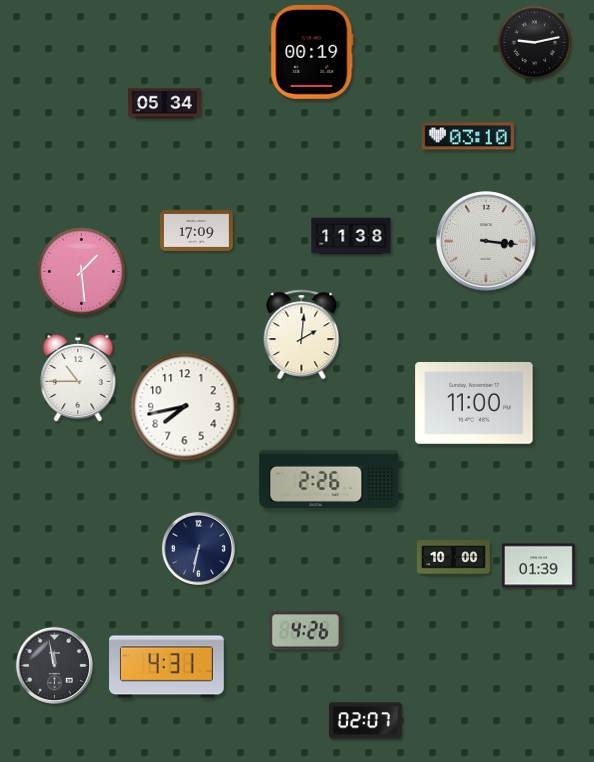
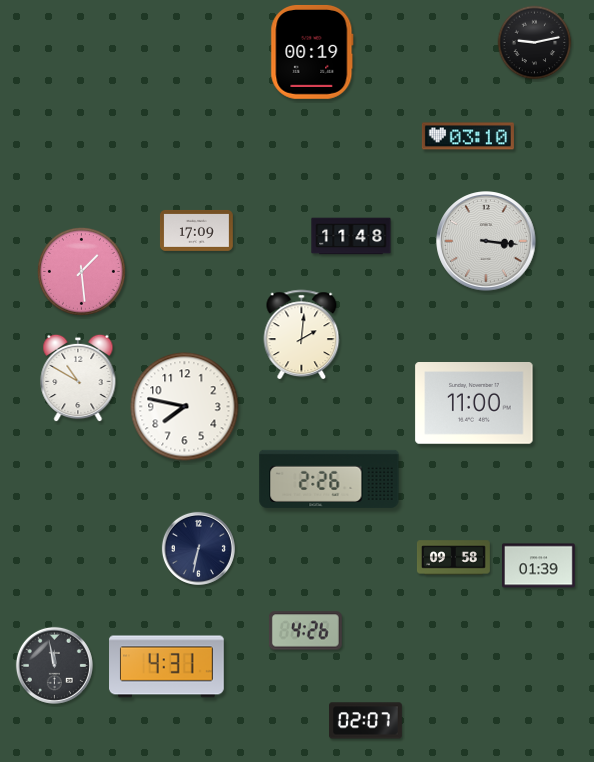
clock at (165, 104): 05:34 -> none
clock at (351, 236): 11:38 -> 11:48
clock at (78, 378): 10:45 -> 10:50
clock at (185, 407): 7:43 -> 7:47
clock at (454, 558): 10:00 -> 09:58
